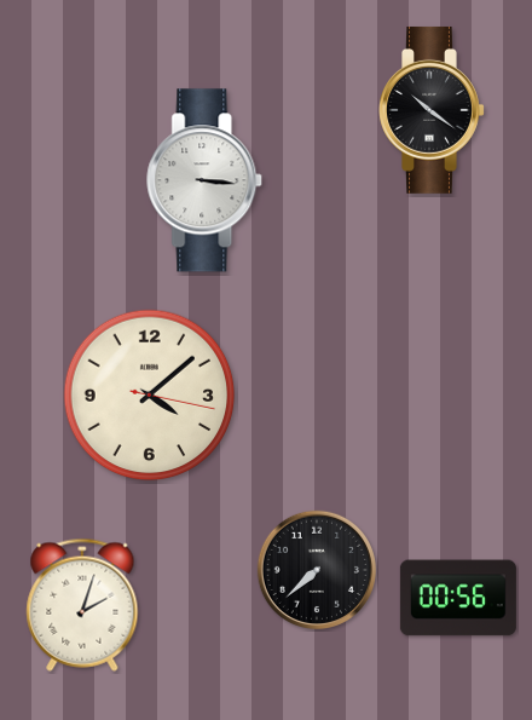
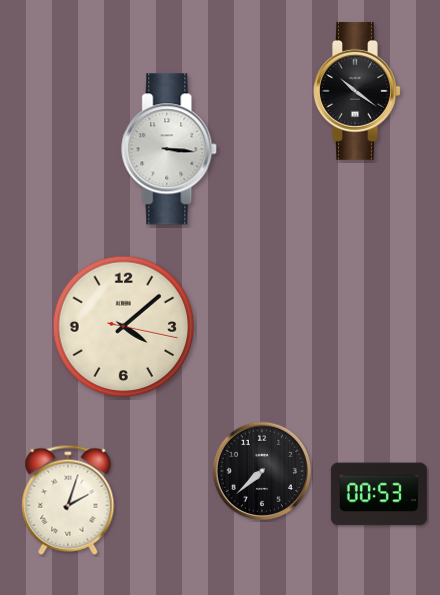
clock at (458, 598): 00:56 -> 00:53
